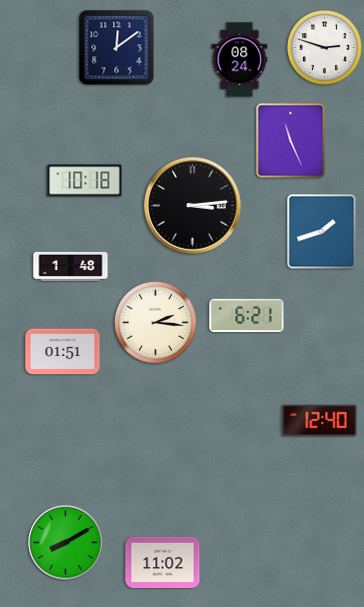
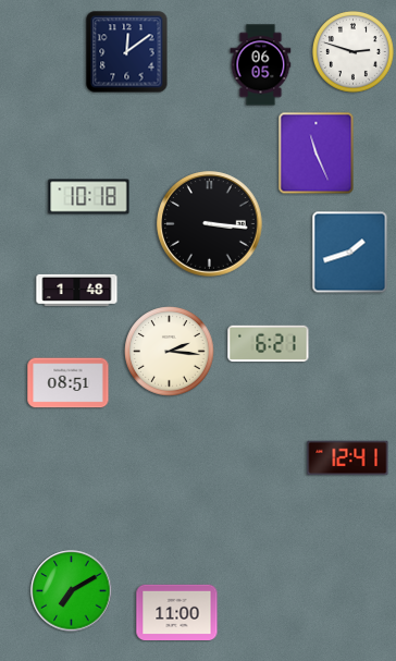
clock at (240, 60): 08:24 -> 06:05
clock at (85, 181) position: (85, 181) -> (89, 197)
clock at (193, 206): 3:14 -> 3:16
clock at (63, 352): 01:51 -> 08:51
clock at (320, 421): 12:40 -> 12:41
clock at (66, 543): 8:10 -> 7:10
clock at (163, 563): 11:02 -> 11:00
